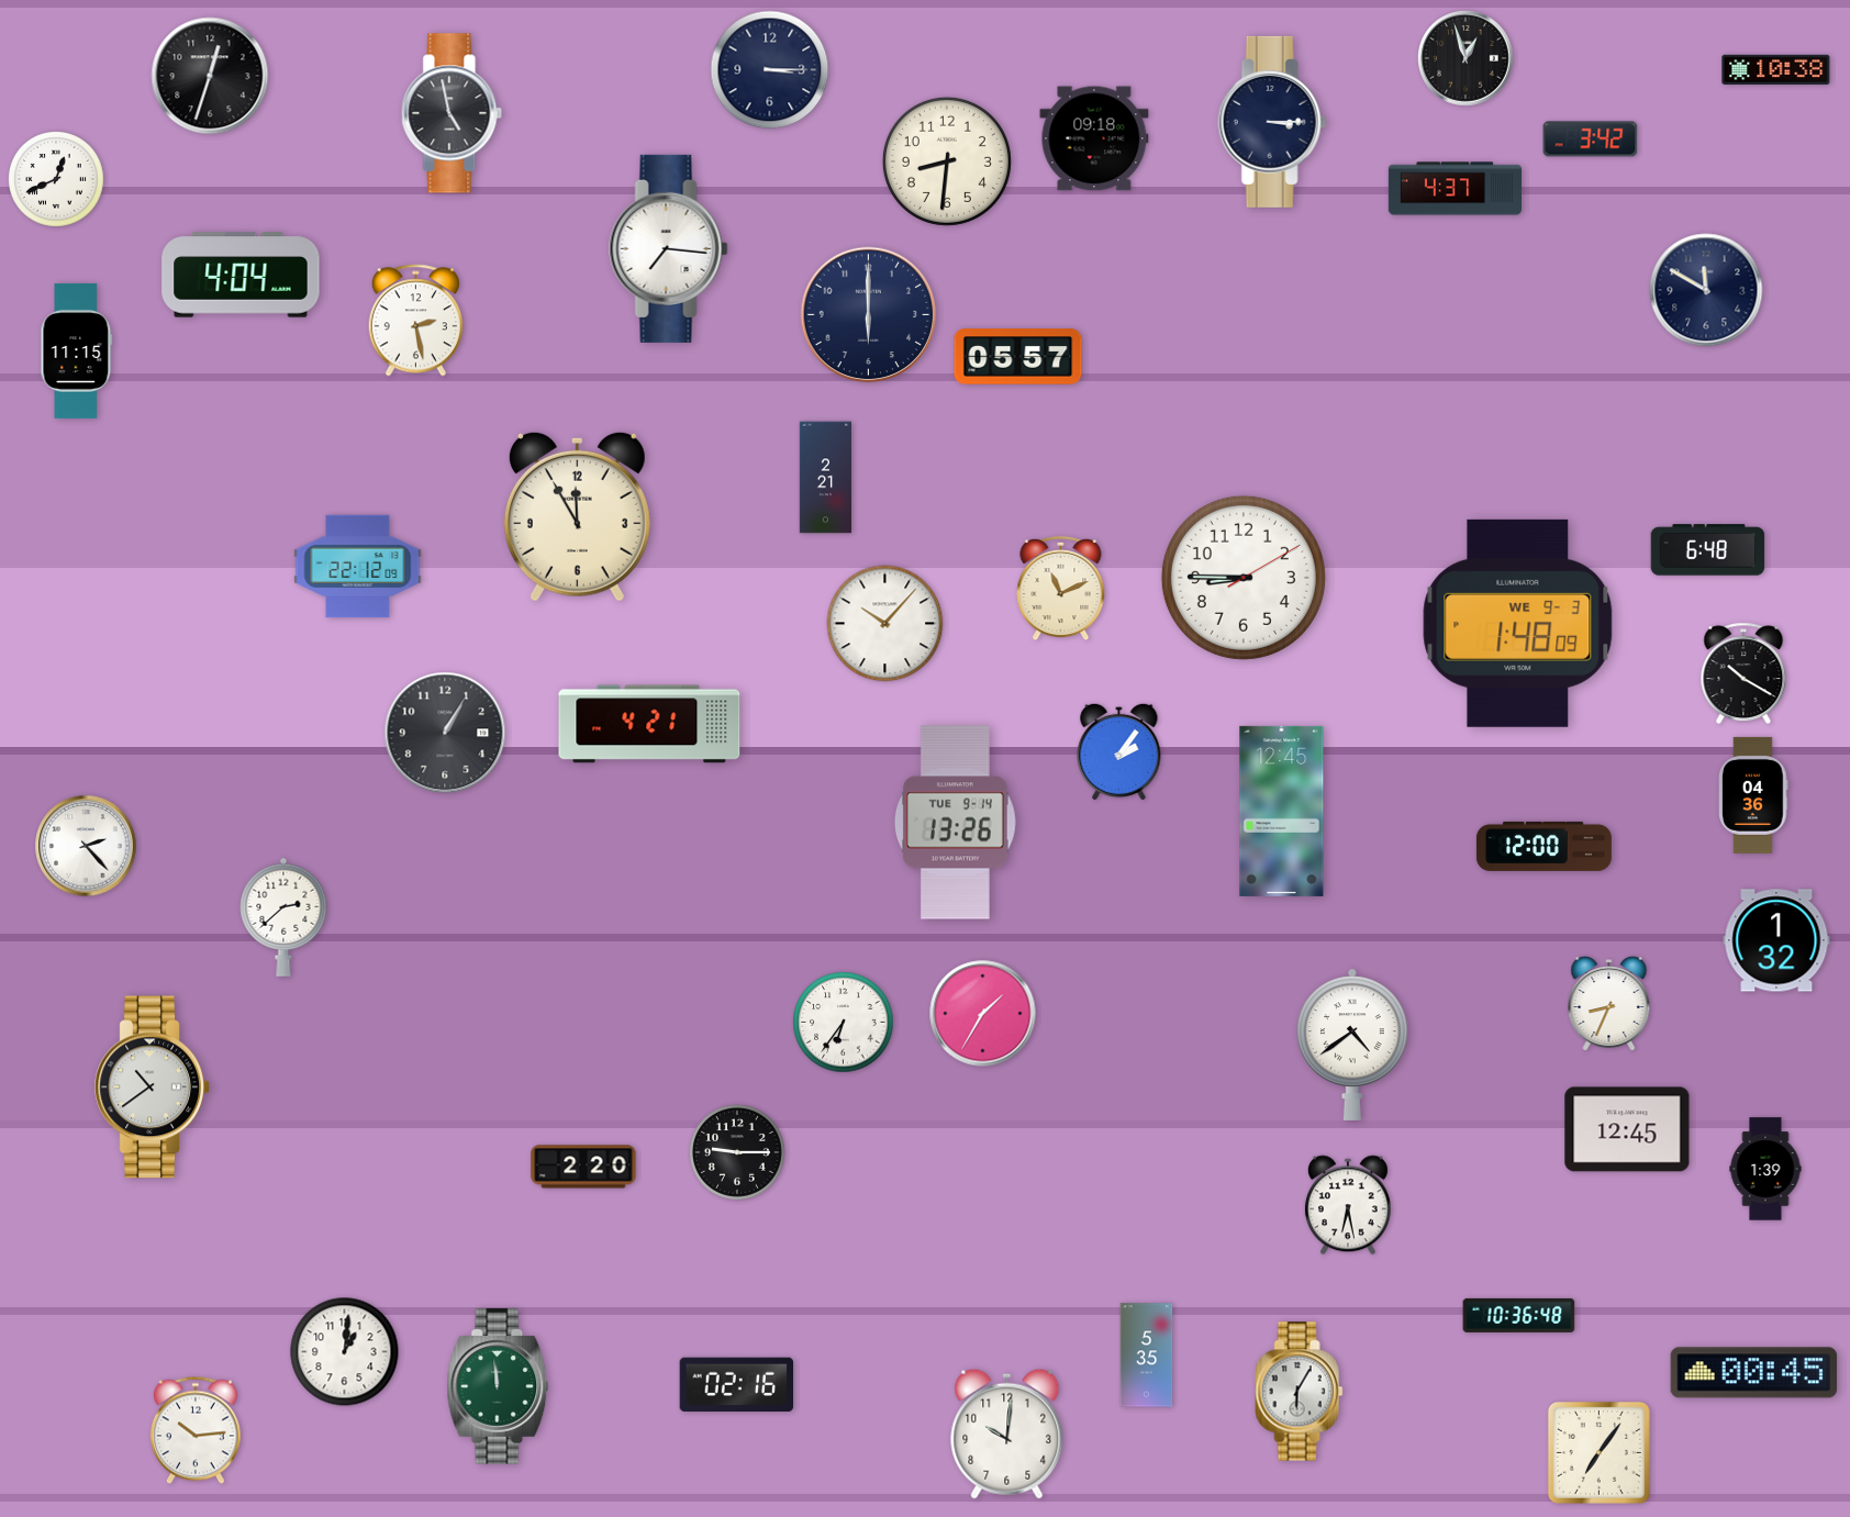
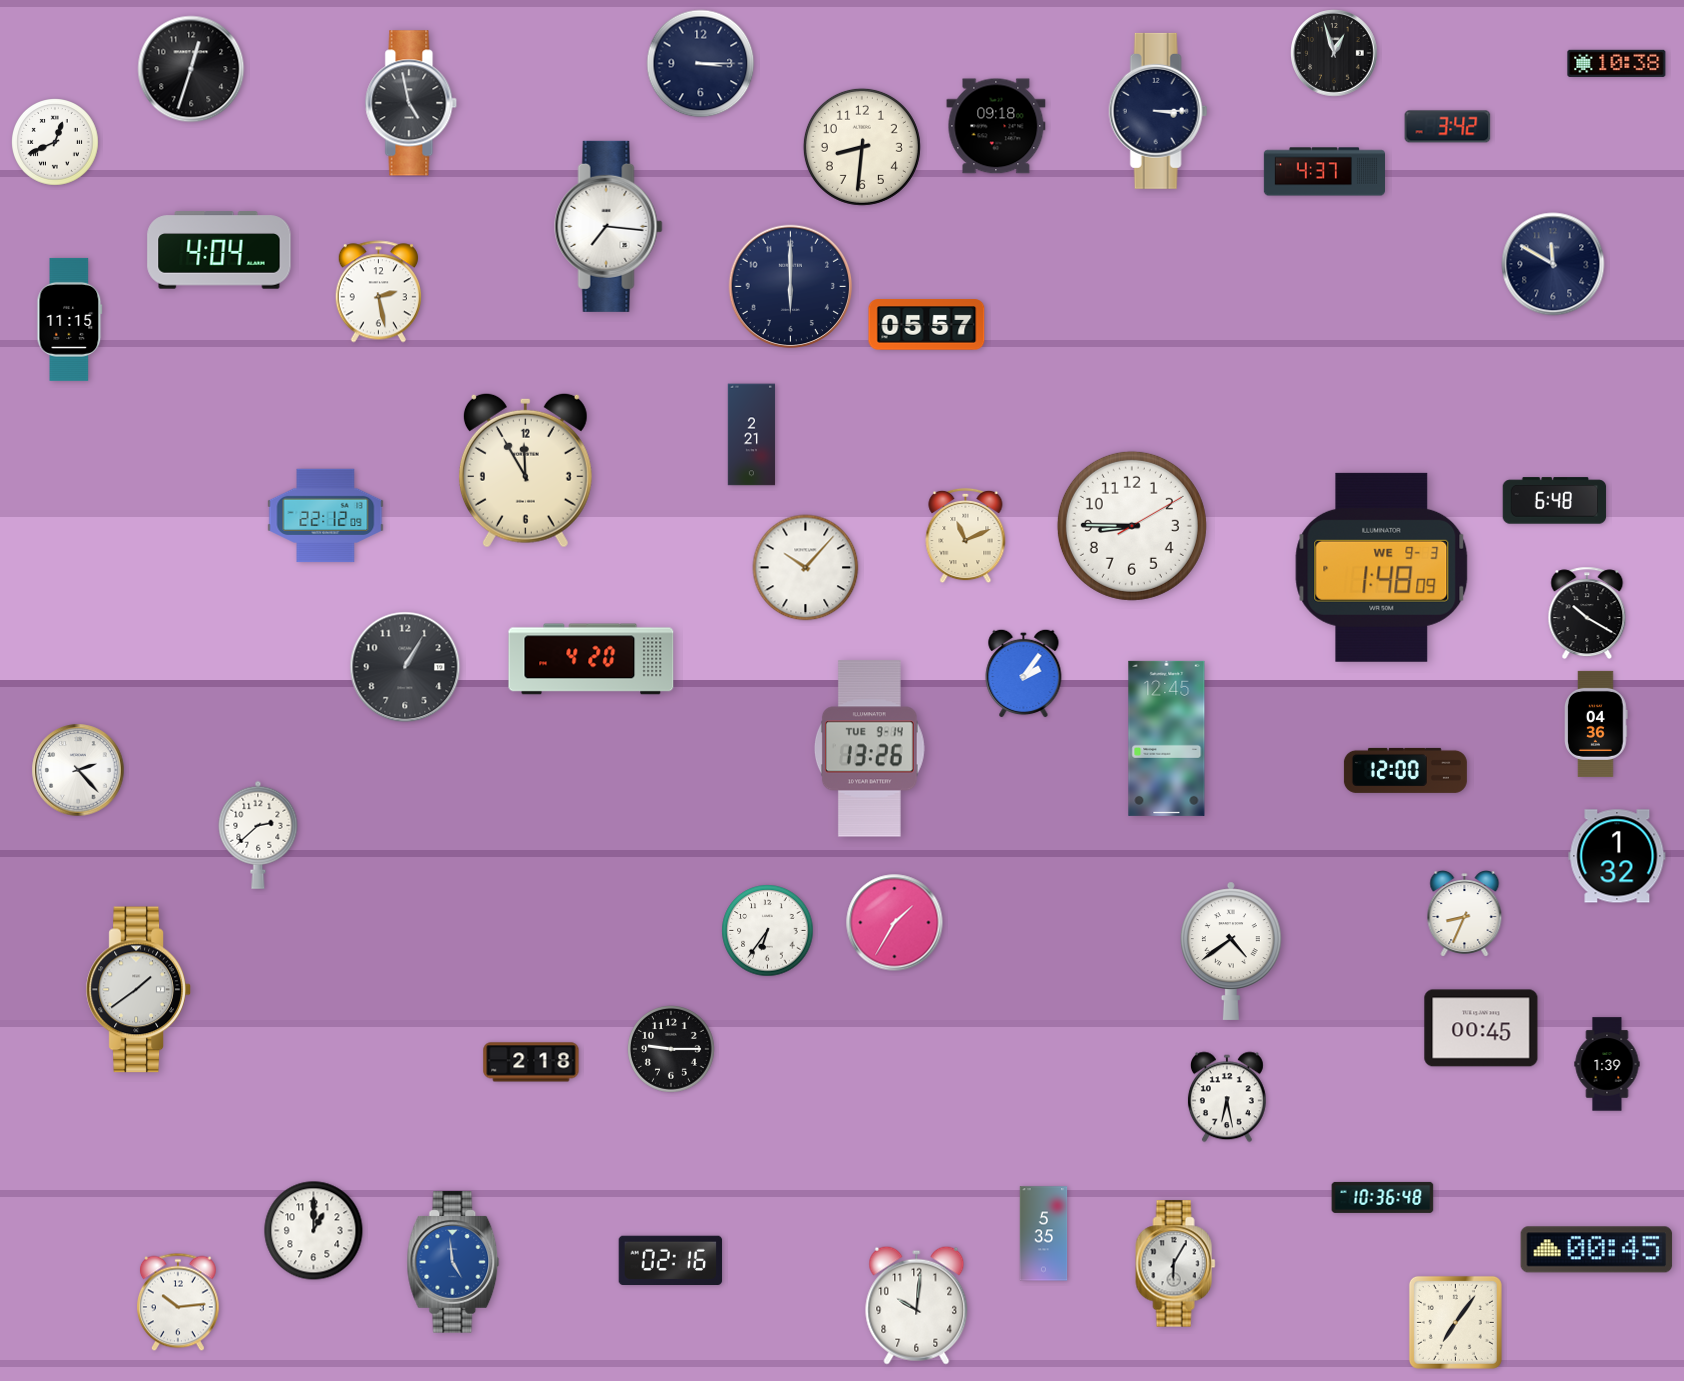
clock at (57, 180) position: (57, 180) -> (56, 143)
clock at (649, 724): 4:21 -> 4:20
clock at (1119, 751) position: (1119, 751) -> (1024, 673)
clock at (153, 1087): 10:39 -> 1:39
clock at (1627, 1129): 12:45 -> 00:45
clock at (583, 1167): 2:20 -> 2:18
clock at (345, 1352): 1:01 -> 1:00
clock at (498, 1386): 11:59 -> 4:59
clock at (498, 1386) dial: green -> blue
clock at (1300, 1392) position: (1300, 1392) -> (1176, 1264)
